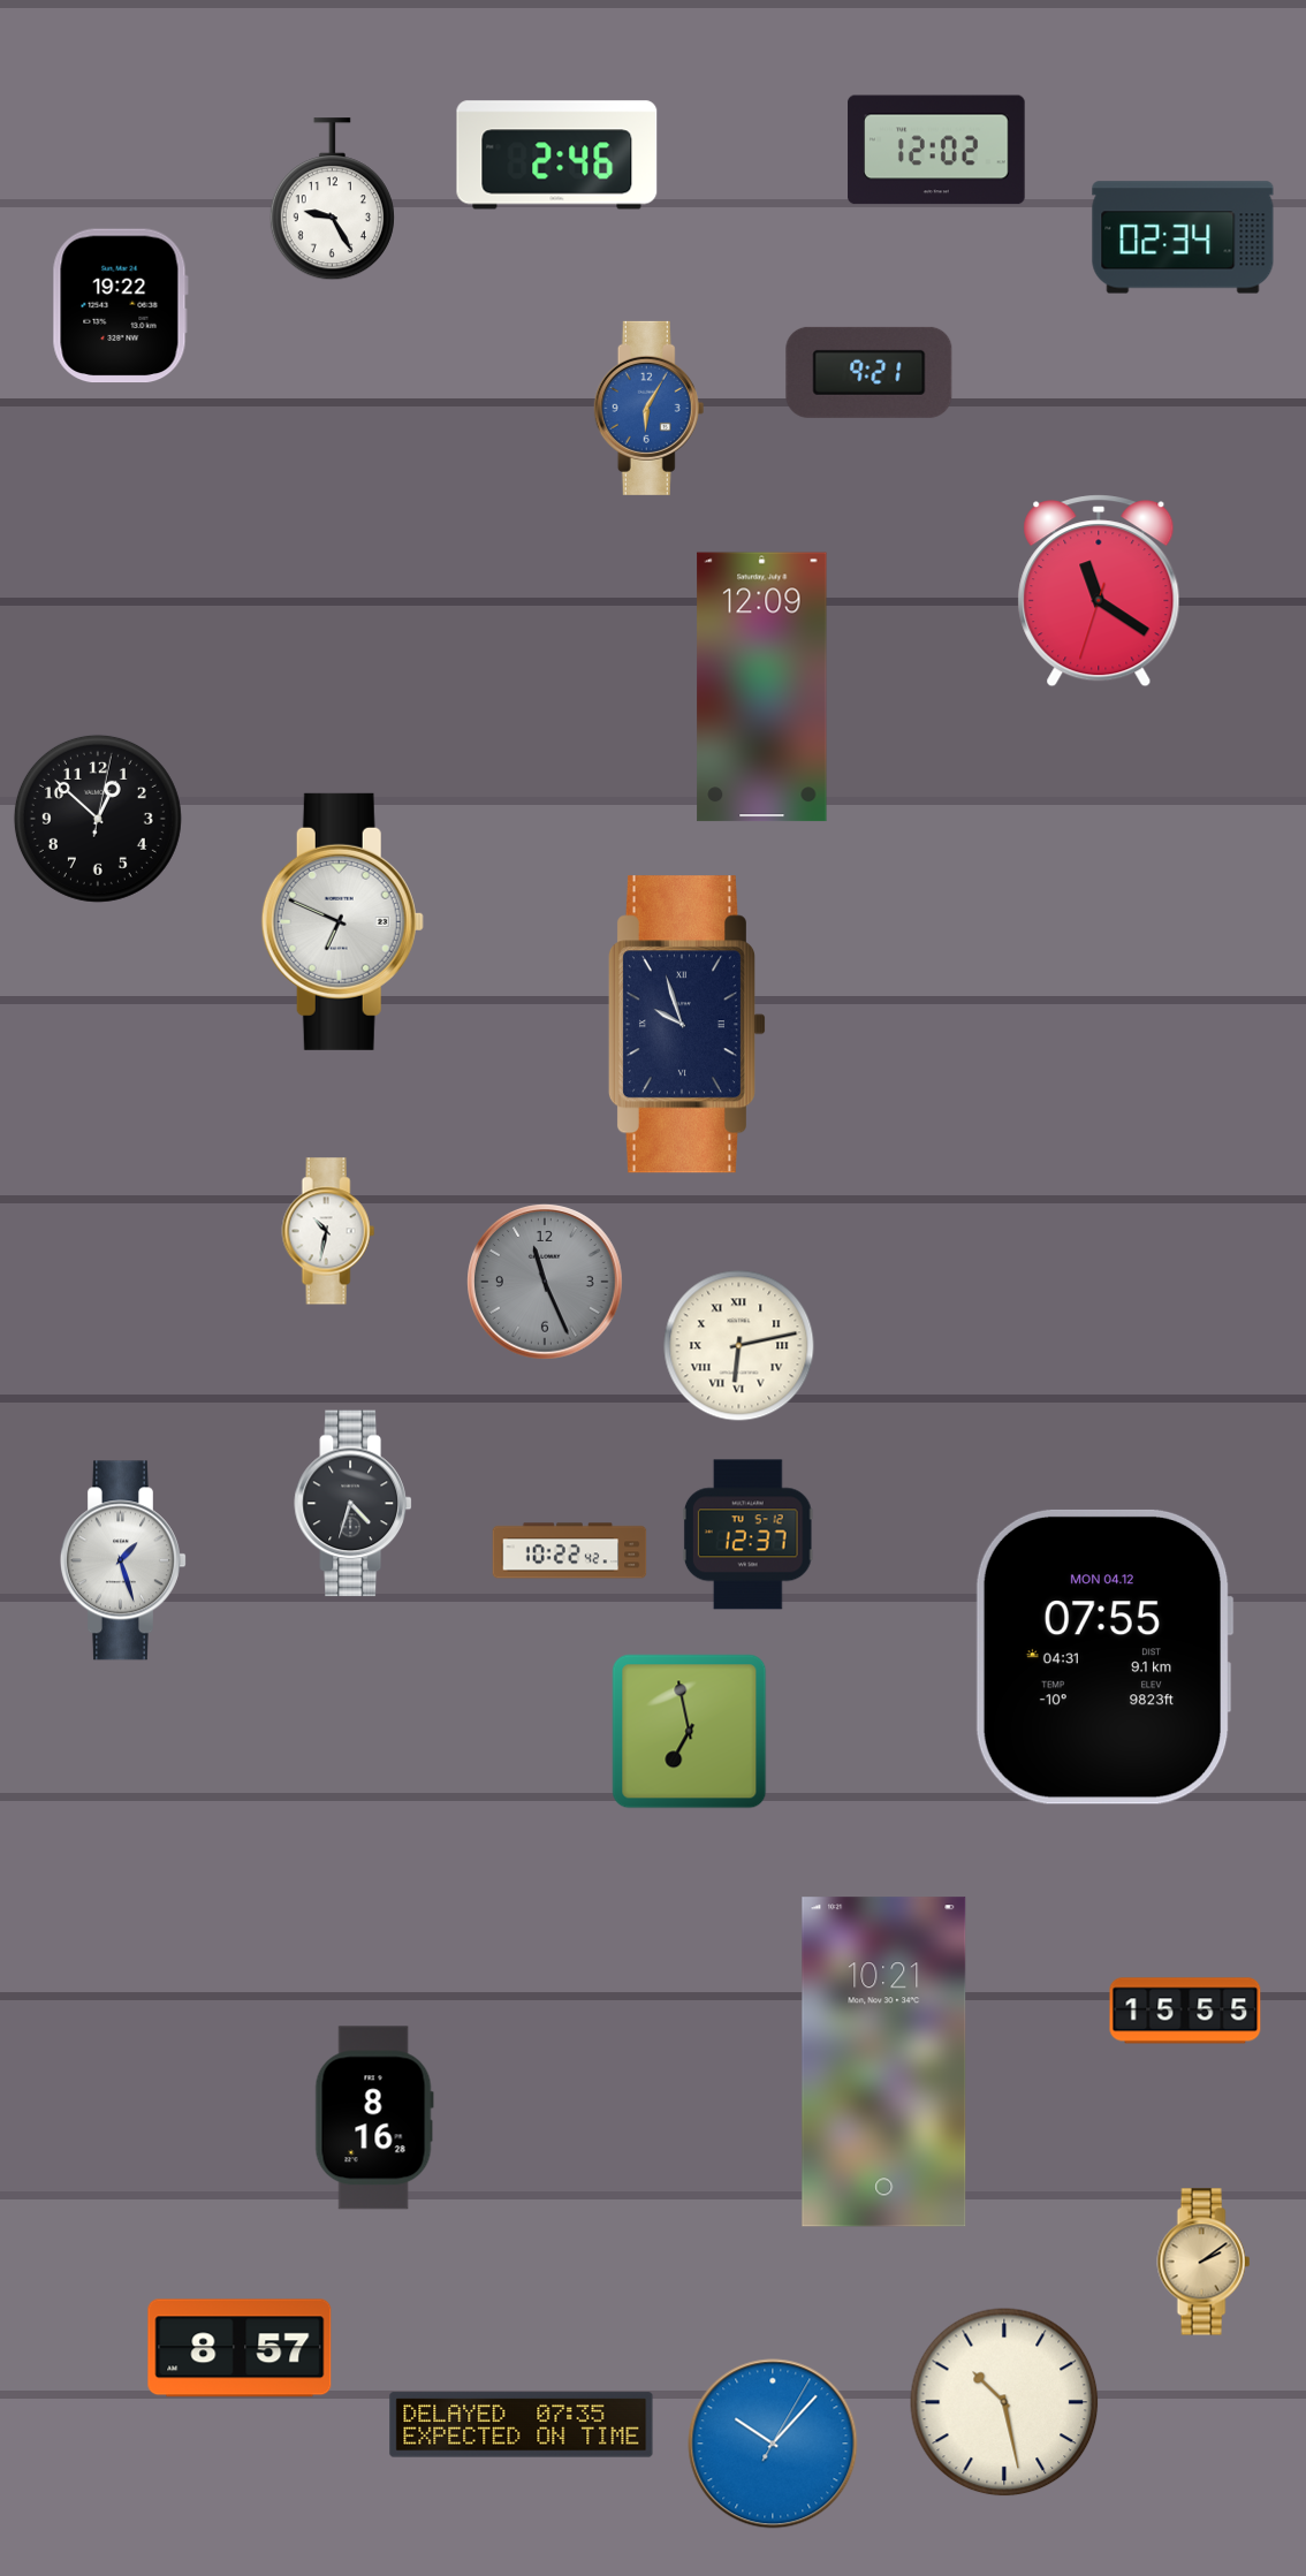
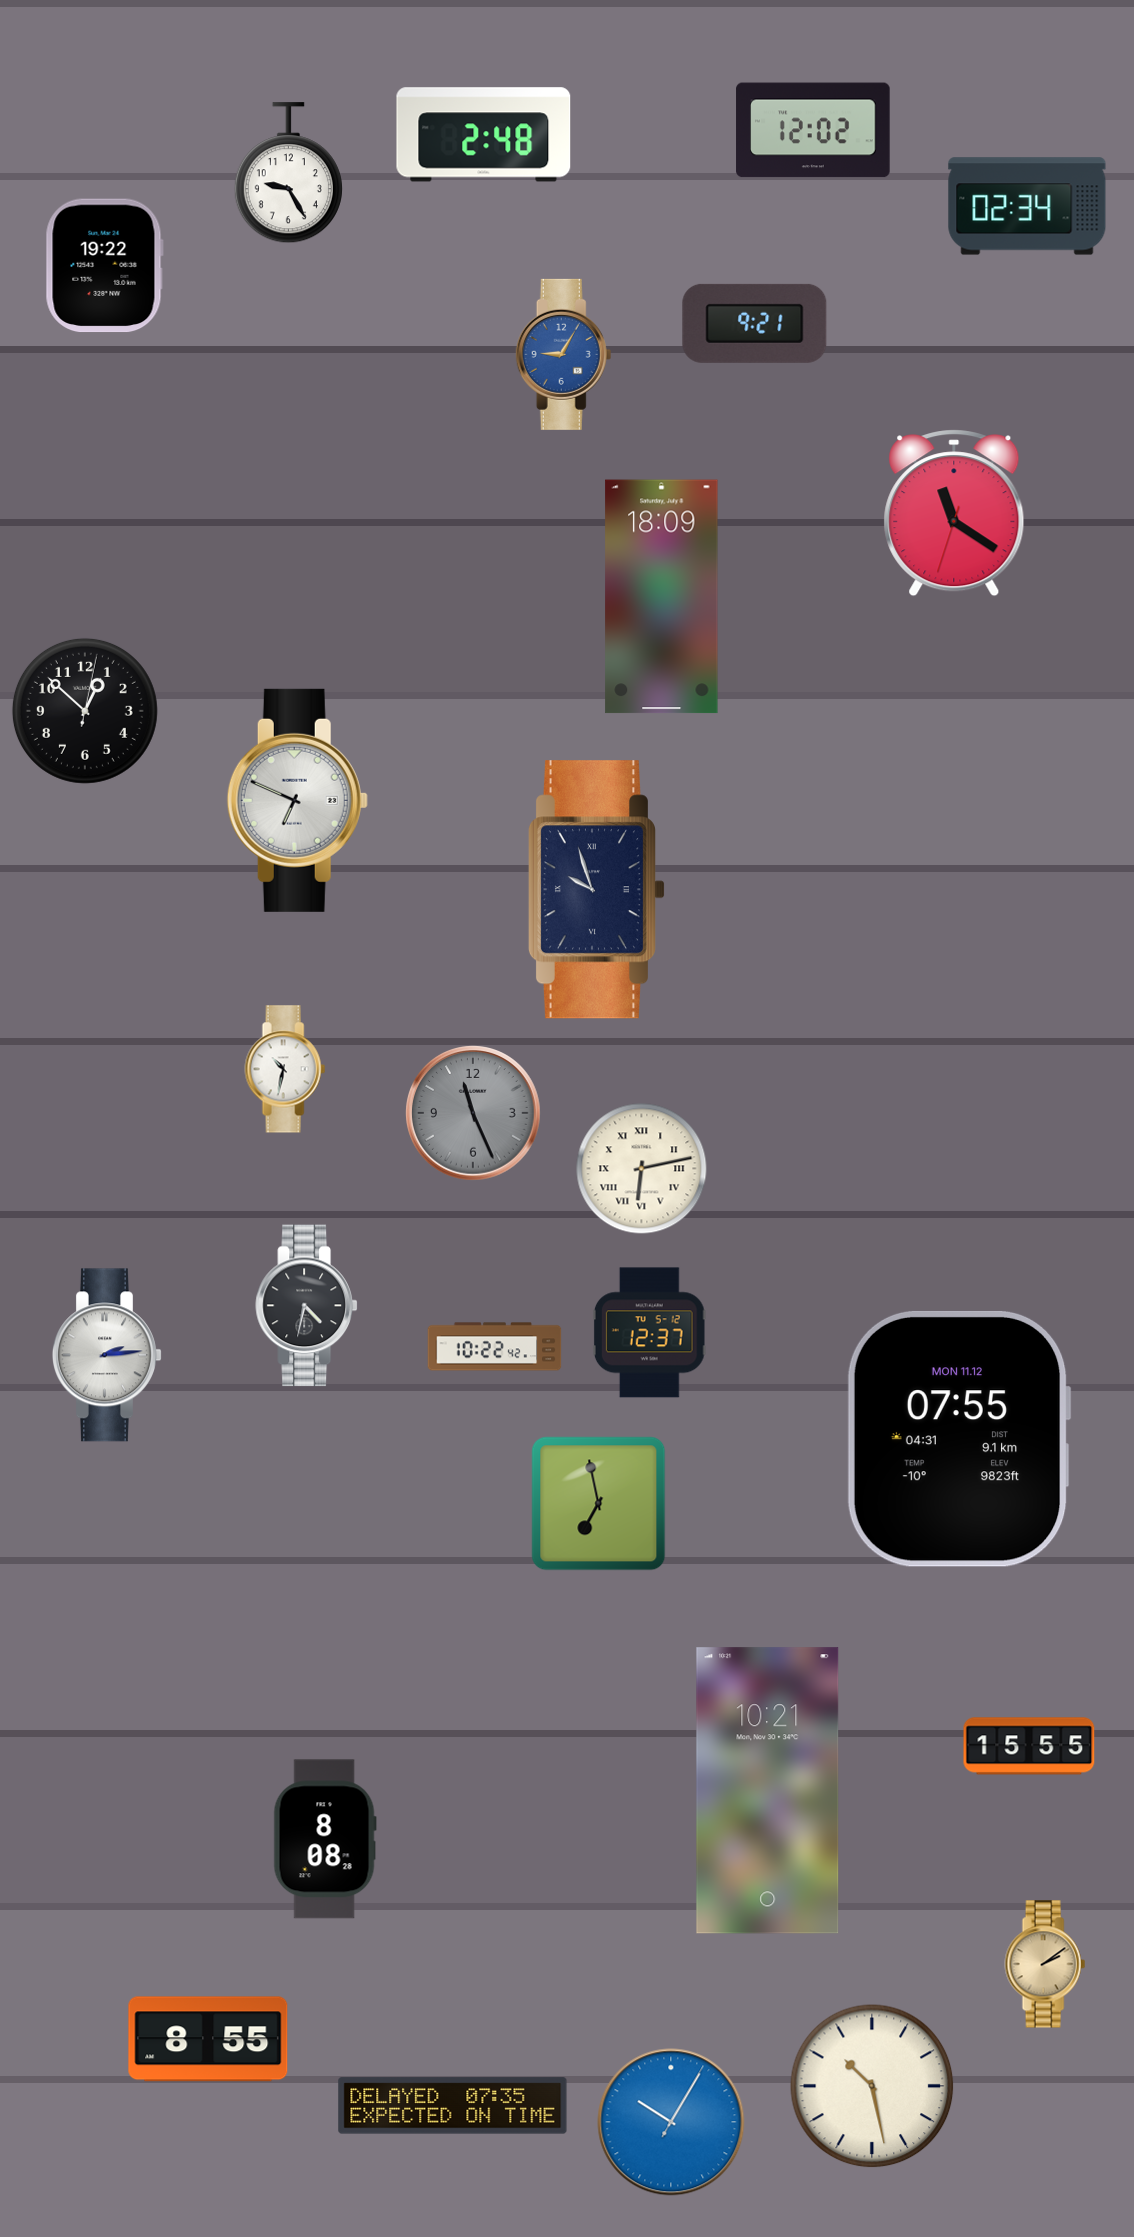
clock at (557, 155): 2:46 -> 2:48
clock at (650, 408): 6:05 -> 9:05
clock at (762, 687): 12:09 -> 18:09
clock at (354, 1504): 4:33 -> 4:32
clock at (124, 1560): 1:27 -> 2:14
clock at (1104, 1657) date: MON 04.12 -> MON 11.12
clock at (374, 2118): 8:16 -> 8:08
clock at (240, 2348): 8:57 -> 8:55
clock at (773, 2444): 10:07 -> 10:05
